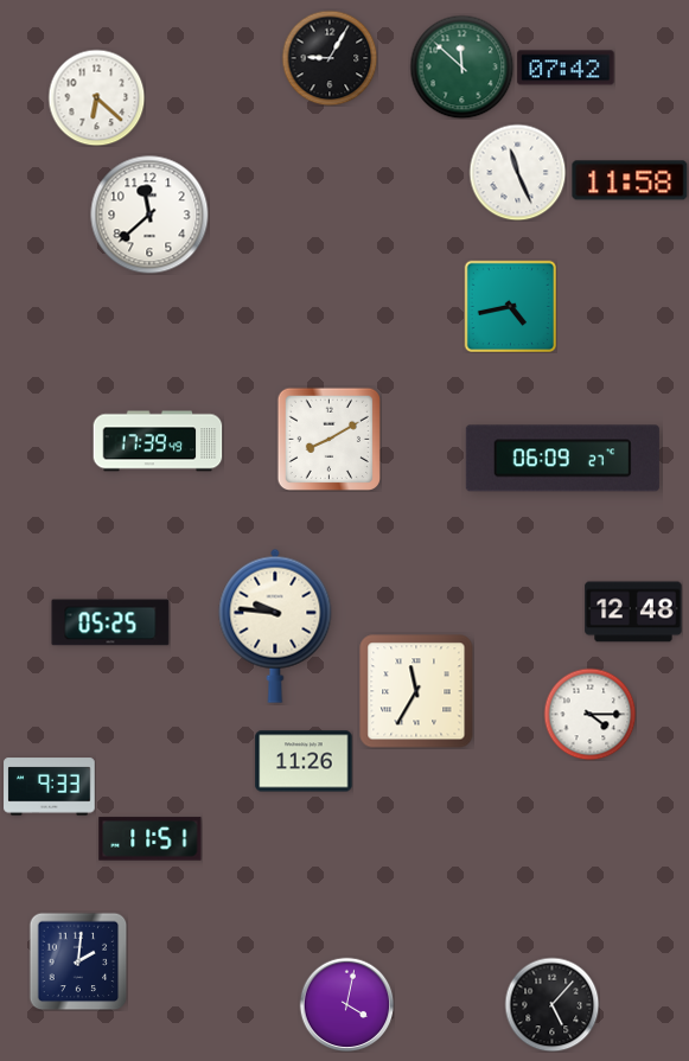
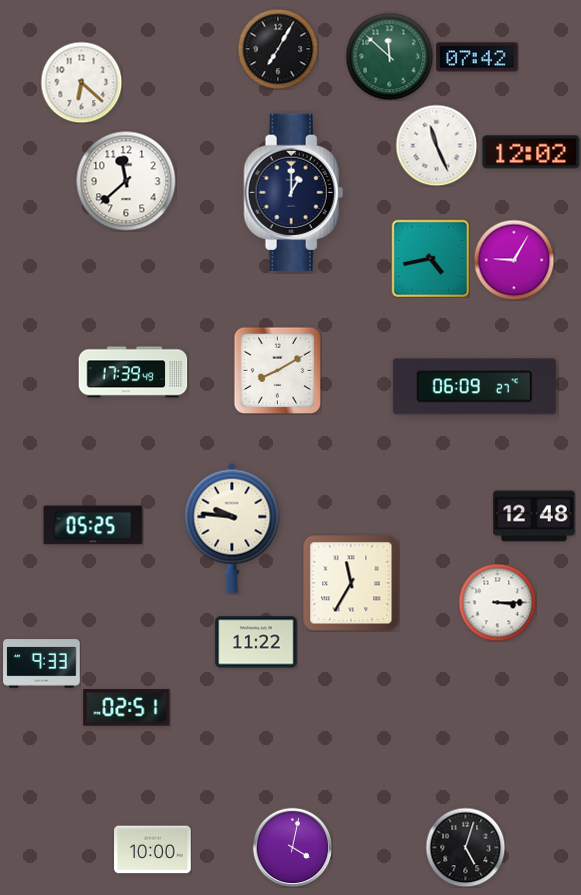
clock at (330, 58): 9:05 -> 7:05
clock at (630, 180): 11:58 -> 12:02
clock at (294, 192): none -> 1:00
clock at (514, 260): none -> 9:05
clock at (589, 714): 4:15 -> 3:15
clock at (304, 761): 11:26 -> 11:22
clock at (151, 839): 11:51 -> 02:51
clock at (78, 961): 2:01 -> none
clock at (551, 1004): 5:07 -> 5:03
clock at (153, 850): none -> 10:00
